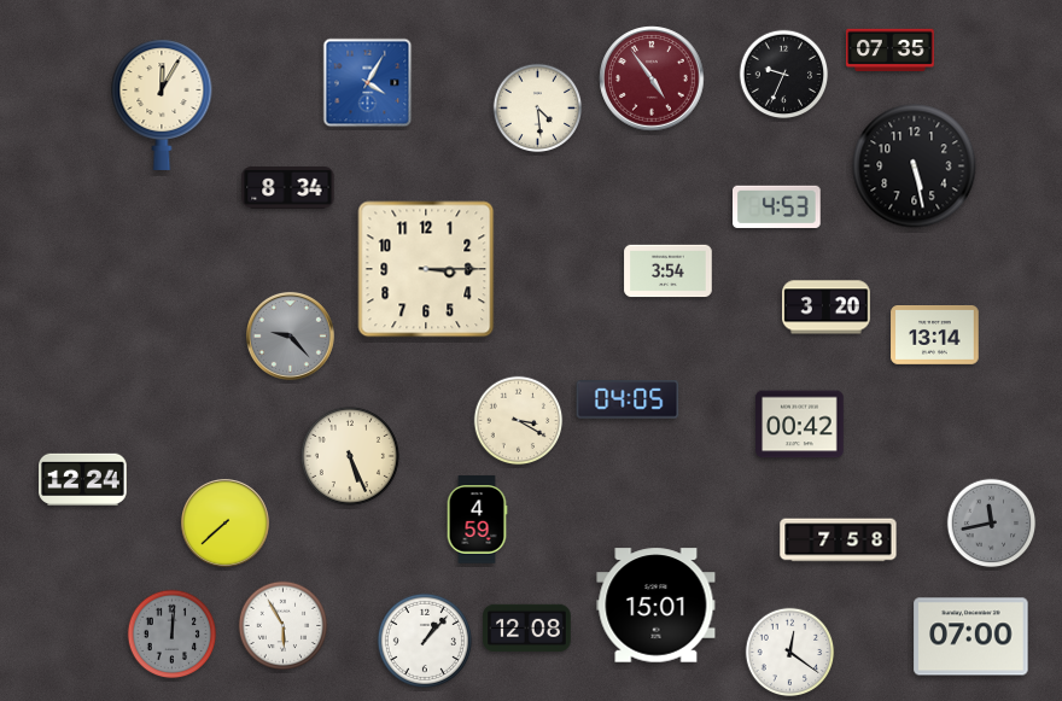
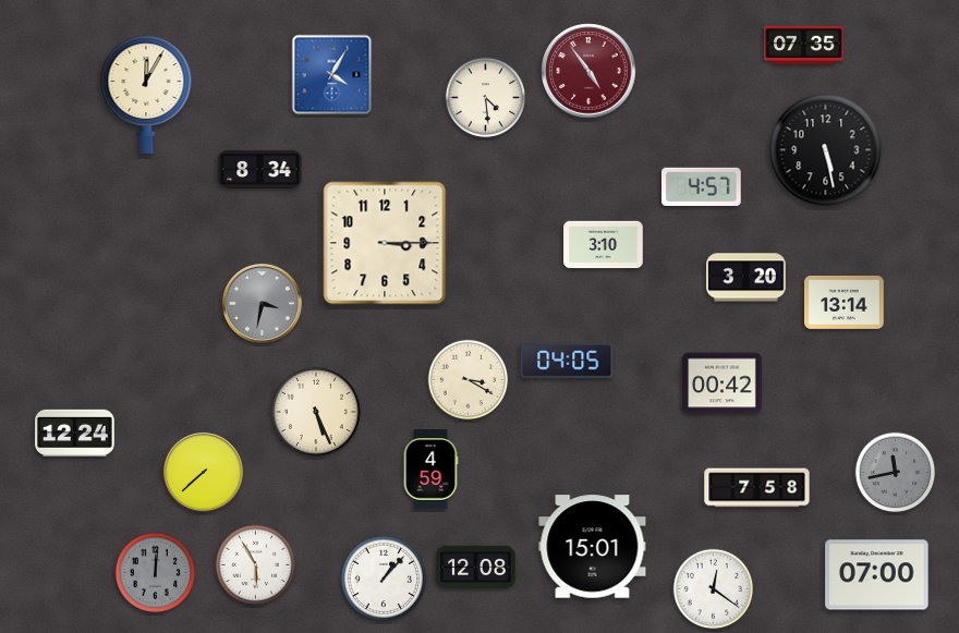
clock at (784, 75): 9:34 -> none
clock at (777, 206): 4:53 -> 4:57
clock at (669, 271): 3:54 -> 3:10
clock at (290, 335): 9:23 -> 3:32
